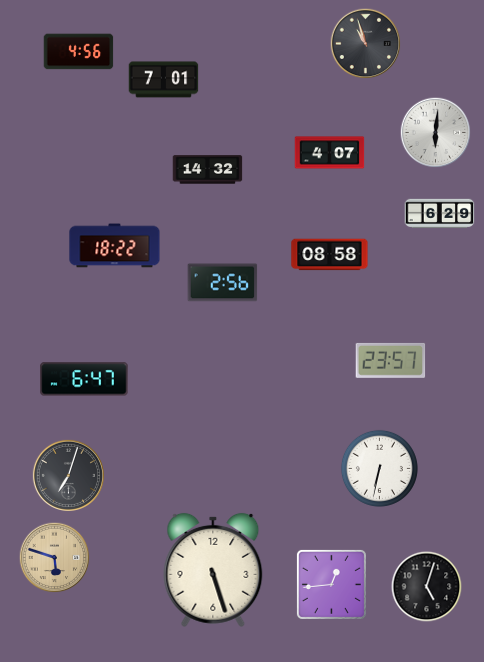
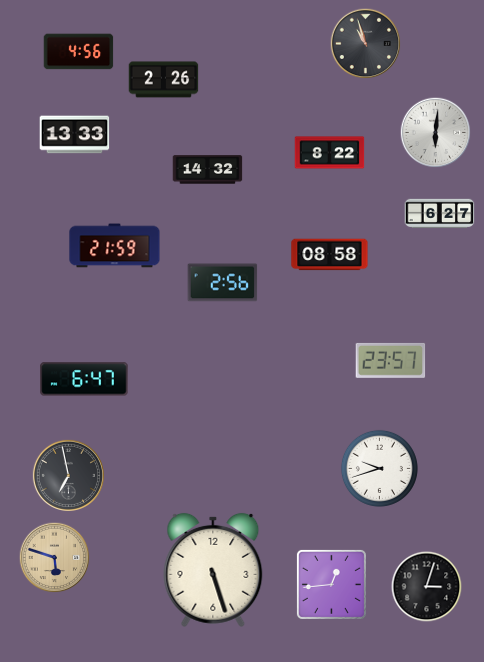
clock at (164, 80): 7:01 -> 2:26
clock at (75, 135): none -> 13:33
clock at (330, 153): 4:07 -> 8:22
clock at (440, 214): 6:29 -> 6:27
clock at (115, 246): 18:22 -> 21:59
clock at (379, 468): 6:32 -> 9:42
clock at (68, 475): 7:03 -> 6:58
clock at (427, 587): 5:03 -> 3:03
